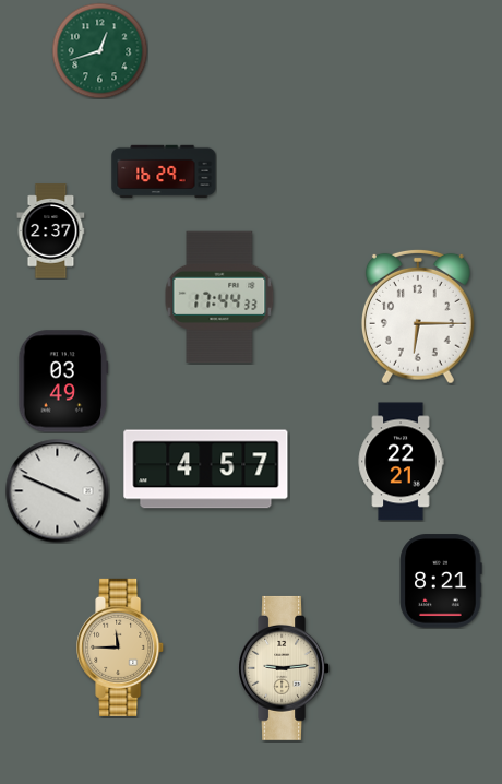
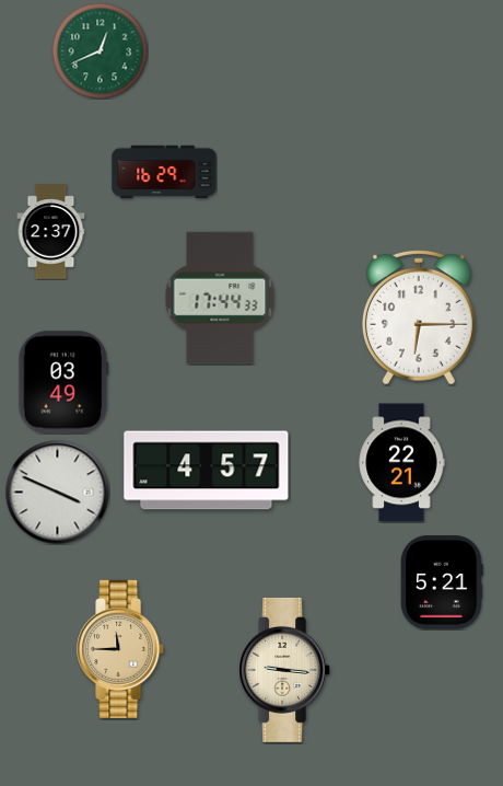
clock at (99, 50): 12:42 -> 12:41
clock at (441, 581): 8:21 -> 5:21
clock at (285, 668): 9:14 -> 9:16
